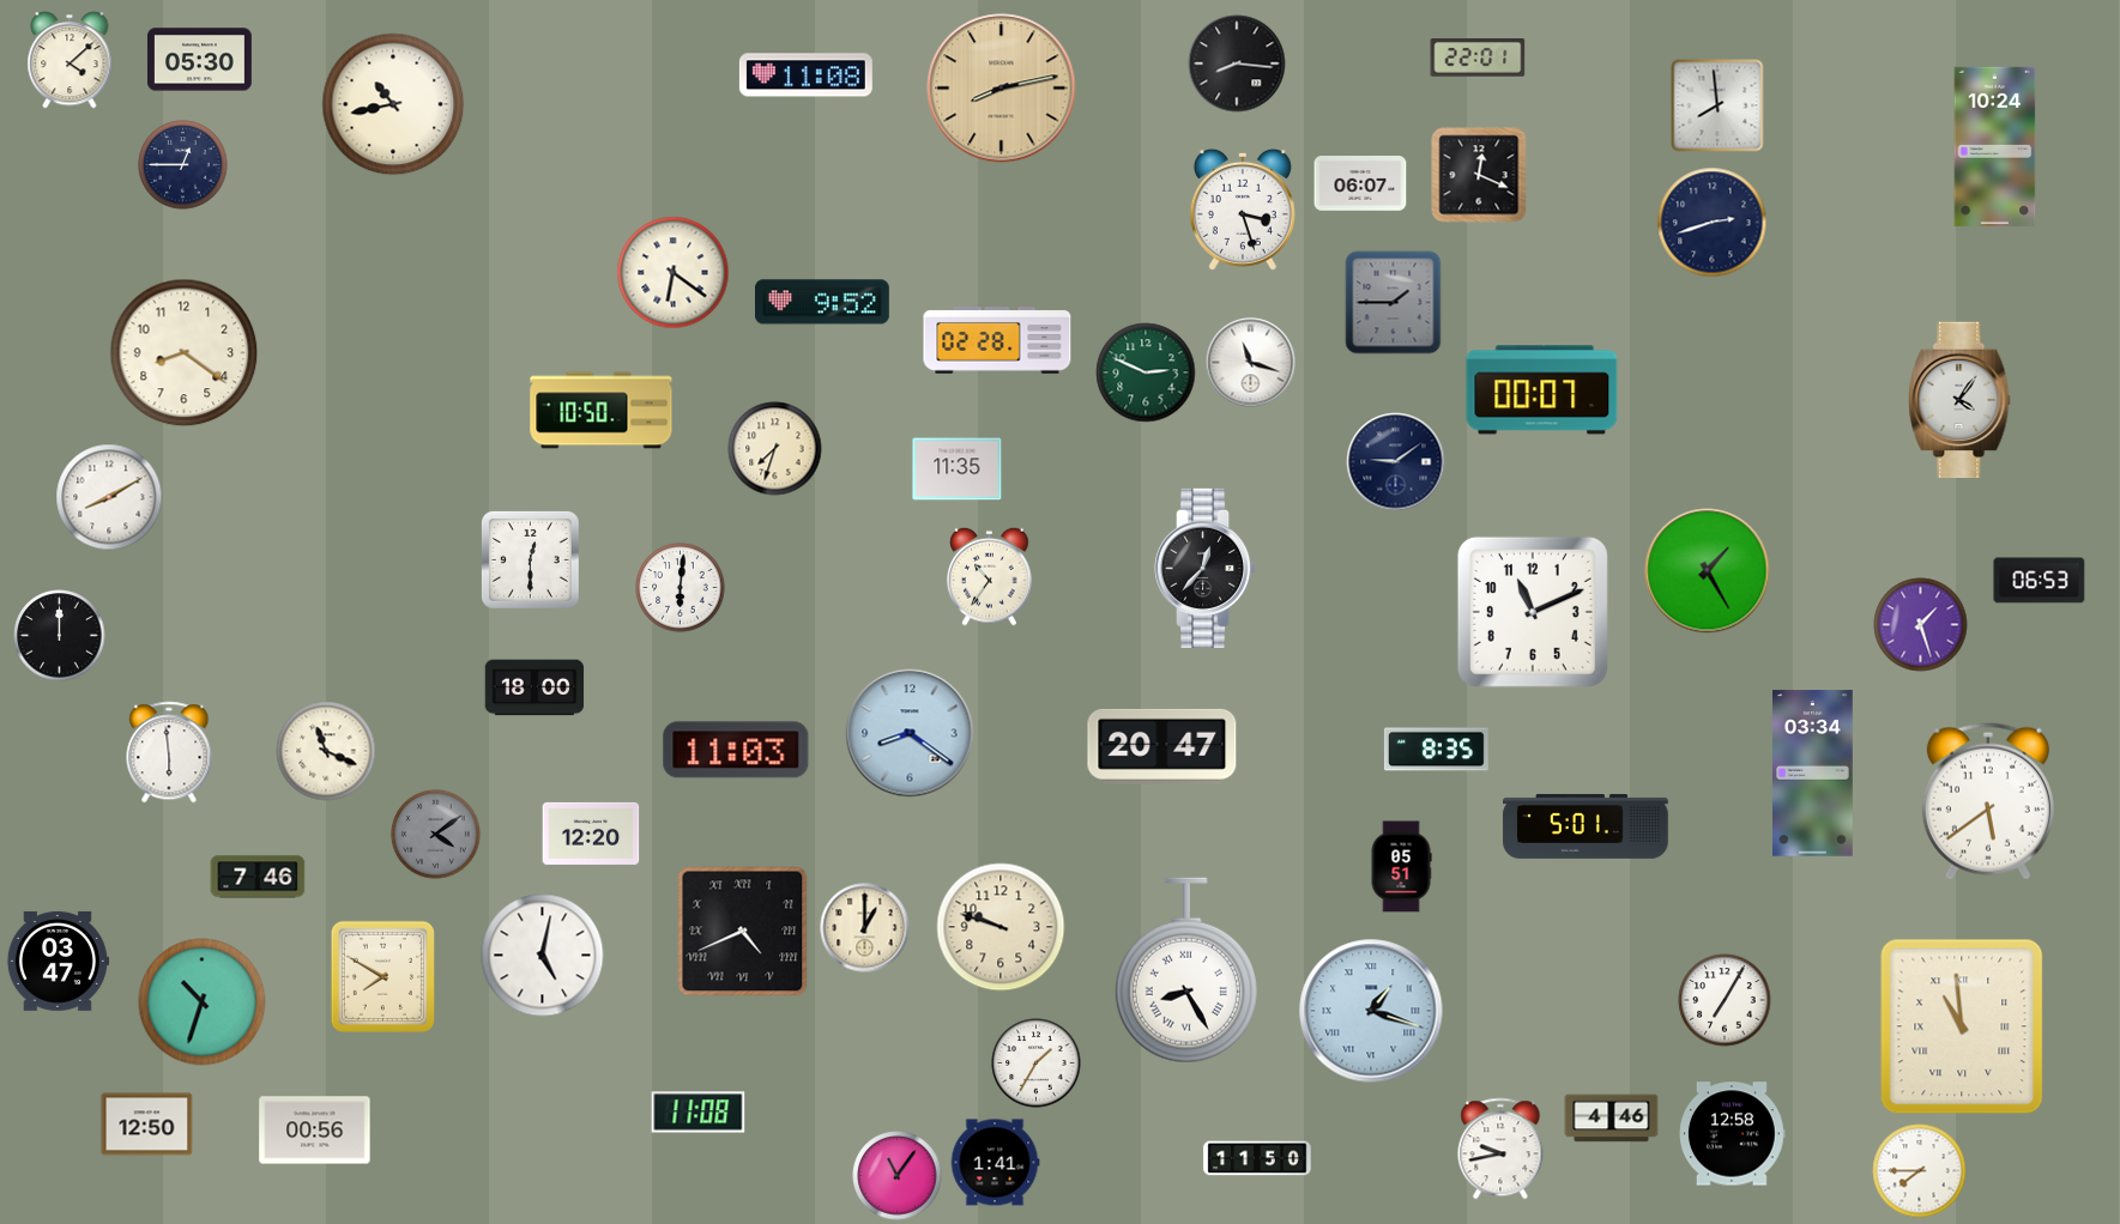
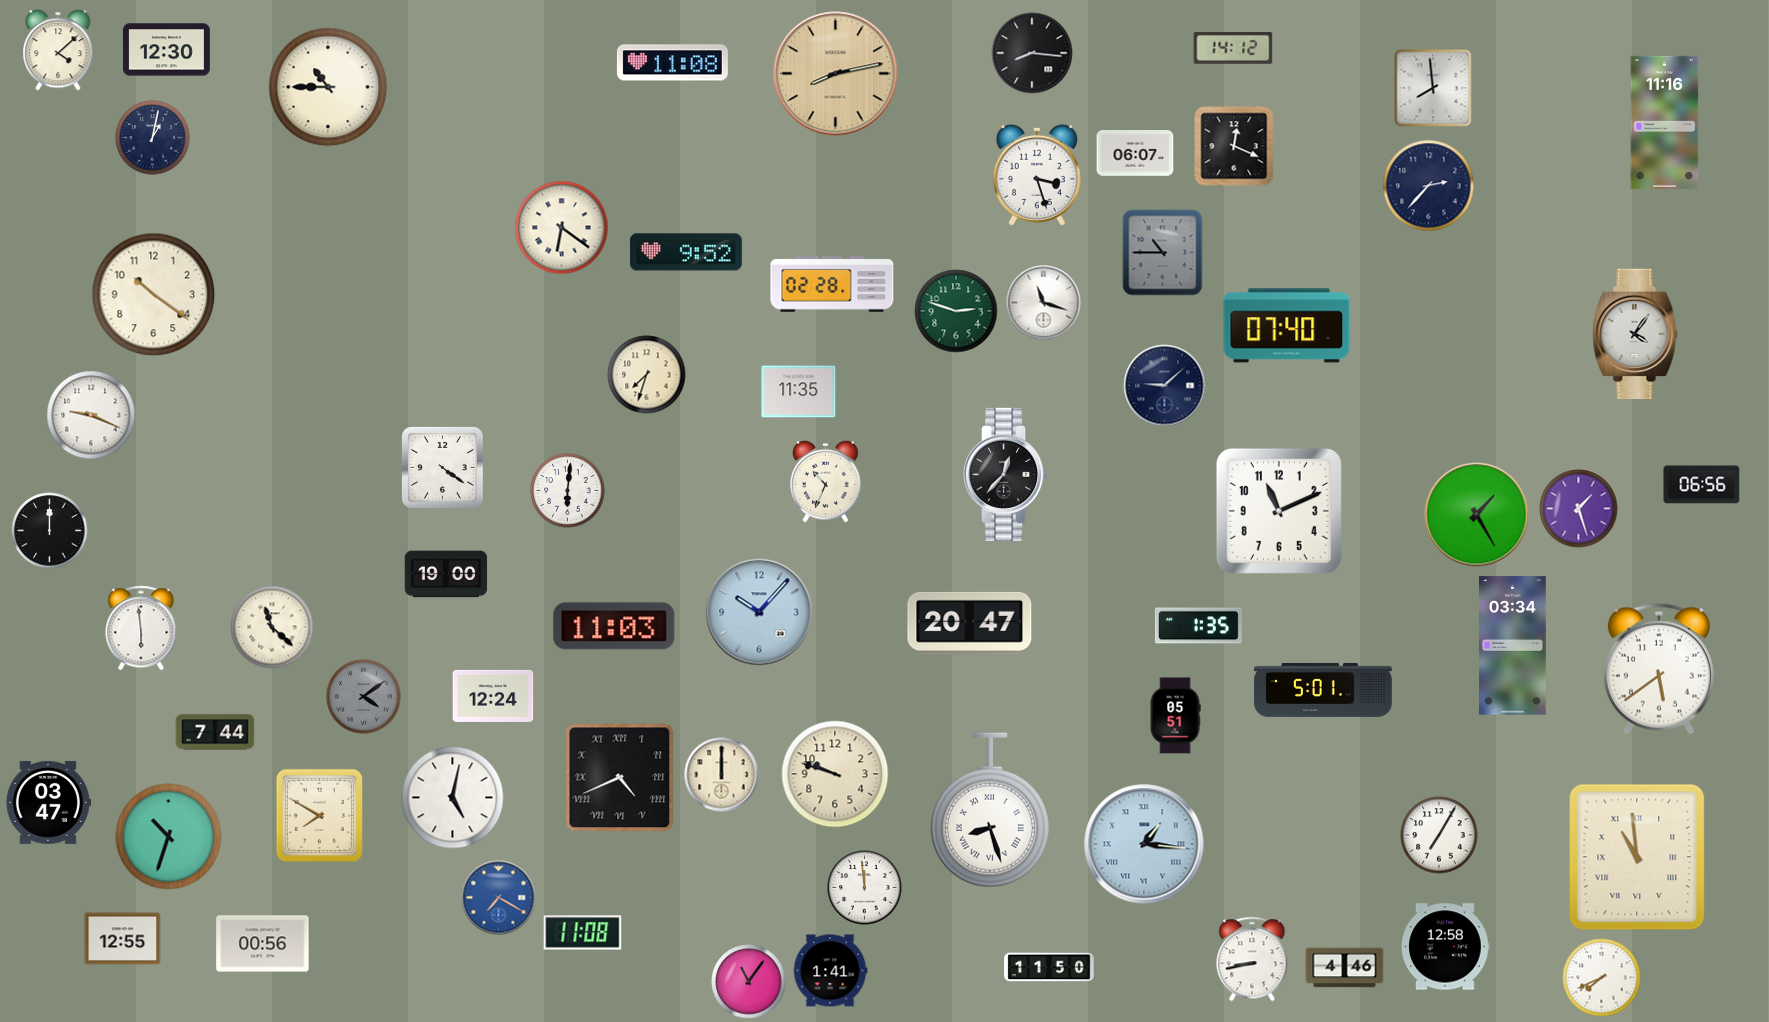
clock at (1478, 59): 22:01 -> 14:12
clock at (199, 60): 05:30 -> 12:30
clock at (393, 104): 10:43 -> 10:45
clock at (1995, 146): 10:24 -> 11:16
clock at (183, 165): 12:45 -> 1:02
clock at (1713, 223): 2:42 -> 2:37
clock at (1394, 303): 1:45 -> 10:45
clock at (185, 353): 8:21 -> 10:21
clock at (1146, 372): 2:49 -> 2:48
clock at (1542, 390): 00:07 -> 07:40
clock at (602, 411): 10:50 -> none
clock at (1396, 462): 9:09 -> 9:08
clock at (109, 497): 8:10 -> 9:19
clock at (530, 559): 12:30 -> 4:21
clock at (1708, 571) position: (1708, 571) -> (1477, 515)
clock at (990, 576): 10:36 -> 10:34
clock at (2040, 581): 06:53 -> 06:56
clock at (1921, 625) position: (1921, 625) -> (1579, 509)
clock at (534, 687): 18:00 -> 19:00
clock at (910, 733): 8:21 -> 10:07
clock at (1436, 750): 8:35 -> 1:35
clock at (326, 751): 11:19 -> 11:22
clock at (591, 834): 12:20 -> 12:24
clock at (1401, 867) position: (1401, 867) -> (1175, 716)
clock at (258, 877): 7:46 -> 7:44
clock at (865, 928): 1:00 -> 12:00
clock at (1186, 970): 8:25 -> 8:27
clock at (1371, 1011): 1:18 -> 1:16
clock at (1037, 1064): 1:35 -> 11:59
clock at (499, 898): none -> 7:20
clock at (699, 1113) position: (699, 1113) -> (583, 933)
clock at (1612, 1119) position: (1612, 1119) -> (1345, 968)
clock at (147, 1125): 12:50 -> 12:55
clock at (1500, 1149): 9:43 -> 8:43
clock at (1920, 1171): 7:45 -> 7:41
